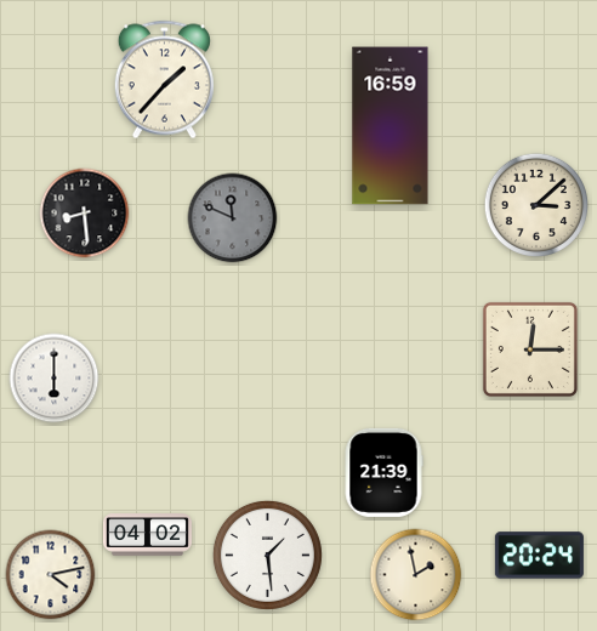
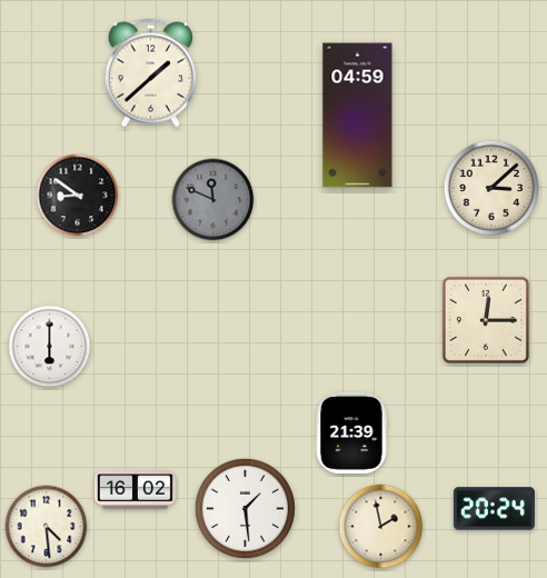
clock at (164, 80): 1:37 -> 1:38
clock at (391, 126): 16:59 -> 04:59
clock at (85, 214): 8:29 -> 8:51
clock at (147, 535): 04:02 -> 16:02
clock at (51, 575): 4:13 -> 4:29
